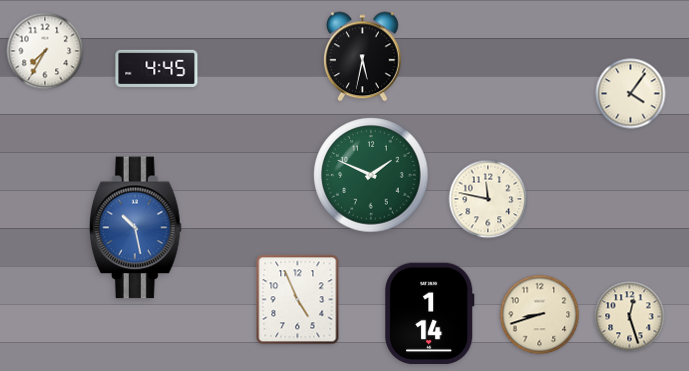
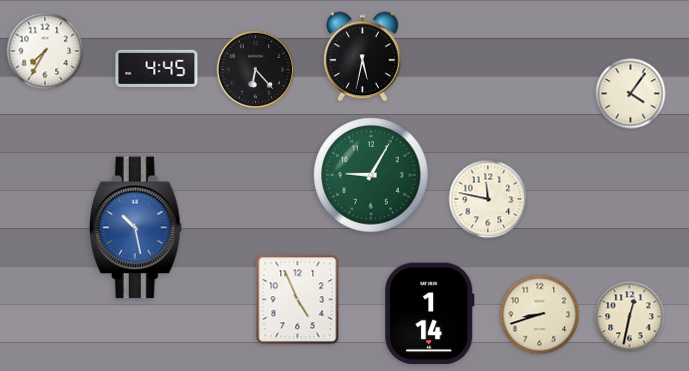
clock at (256, 70): none -> 6:23
clock at (371, 175): 1:49 -> 9:05
clock at (630, 317): 12:27 -> 12:32
